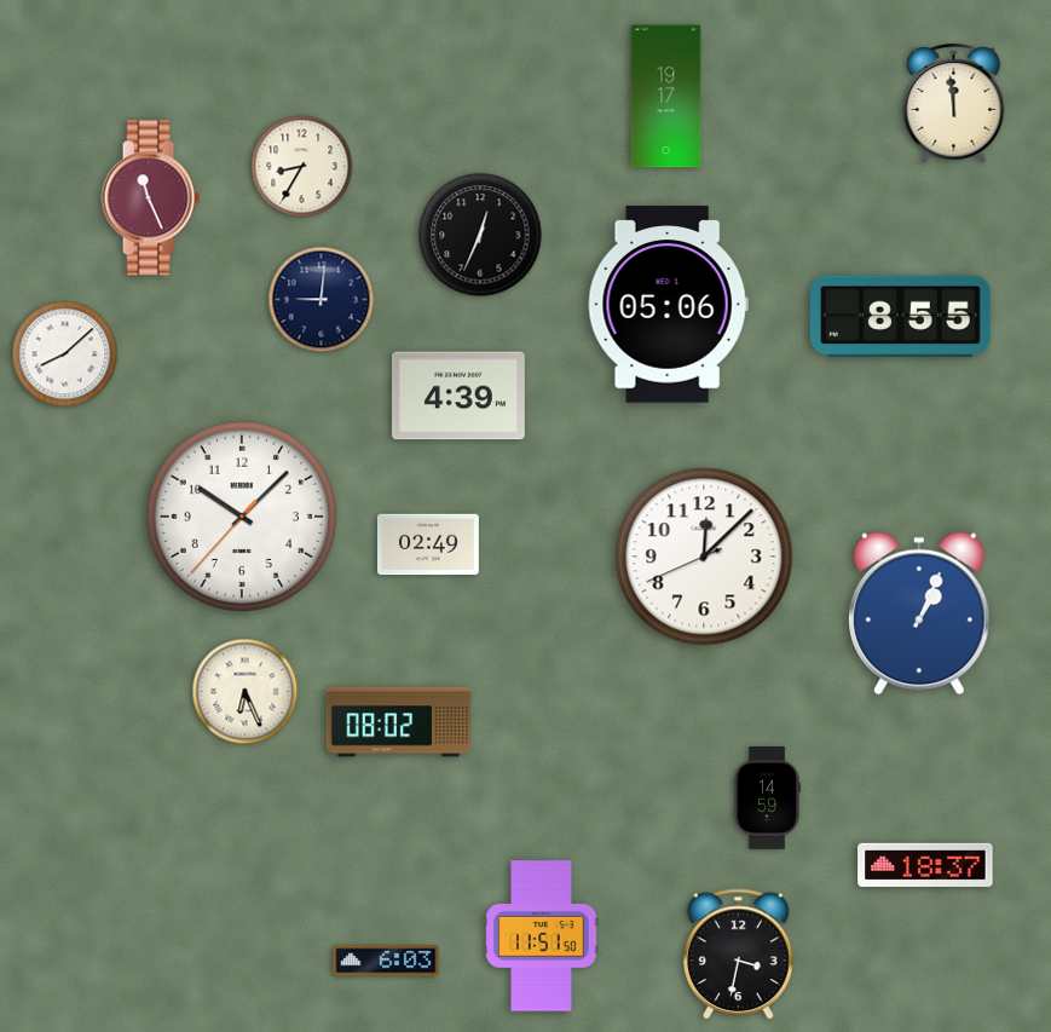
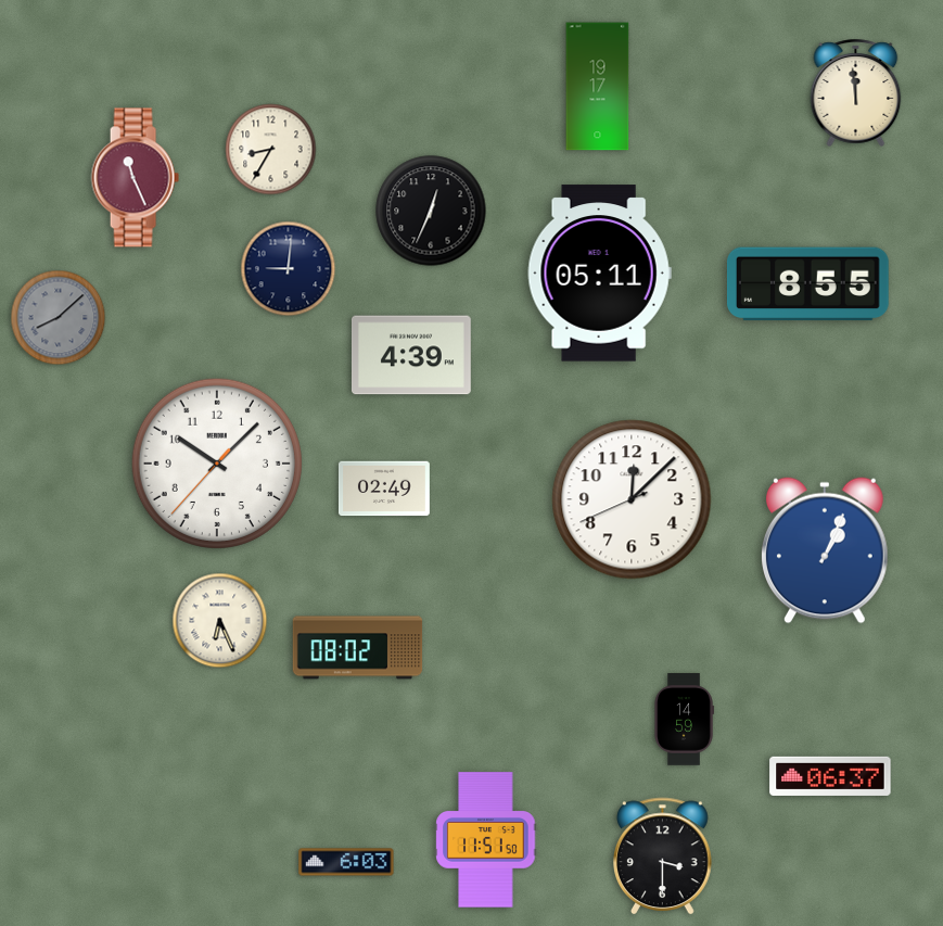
clock at (668, 305): 05:06 -> 05:11
clock at (65, 354) dial: white -> grey
clock at (767, 798) position: (767, 798) -> (684, 720)
clock at (925, 865): 18:37 -> 06:37
clock at (739, 953): 3:32 -> 3:30
